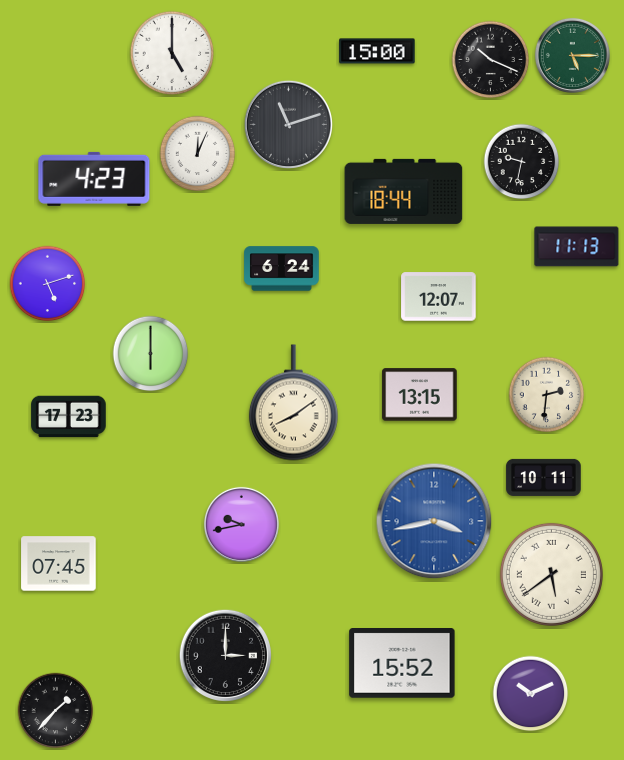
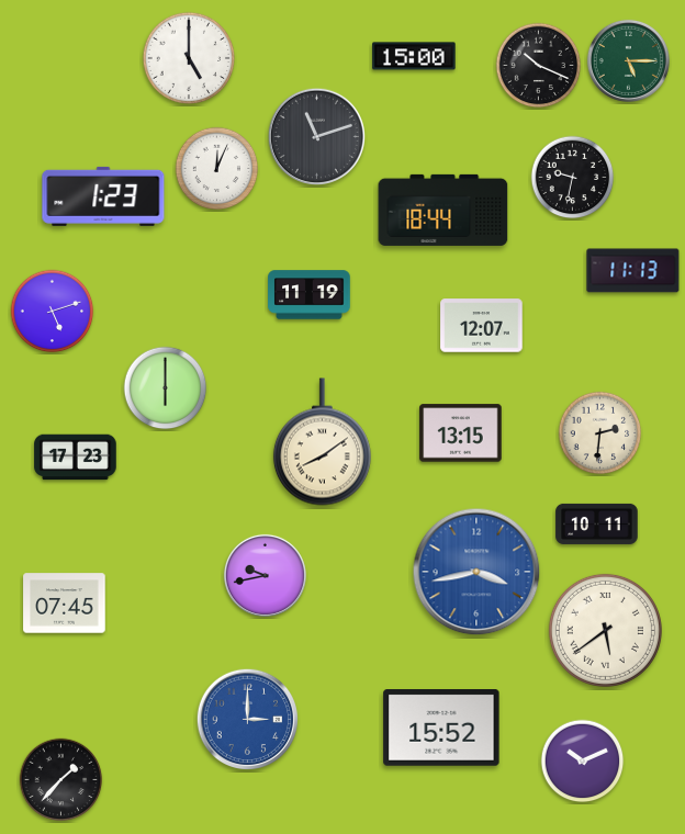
clock at (94, 179): 4:23 -> 1:23
clock at (282, 269): 6:24 -> 11:19
clock at (59, 564) position: (59, 564) -> (65, 604)
clock at (225, 655) dial: black -> blue
